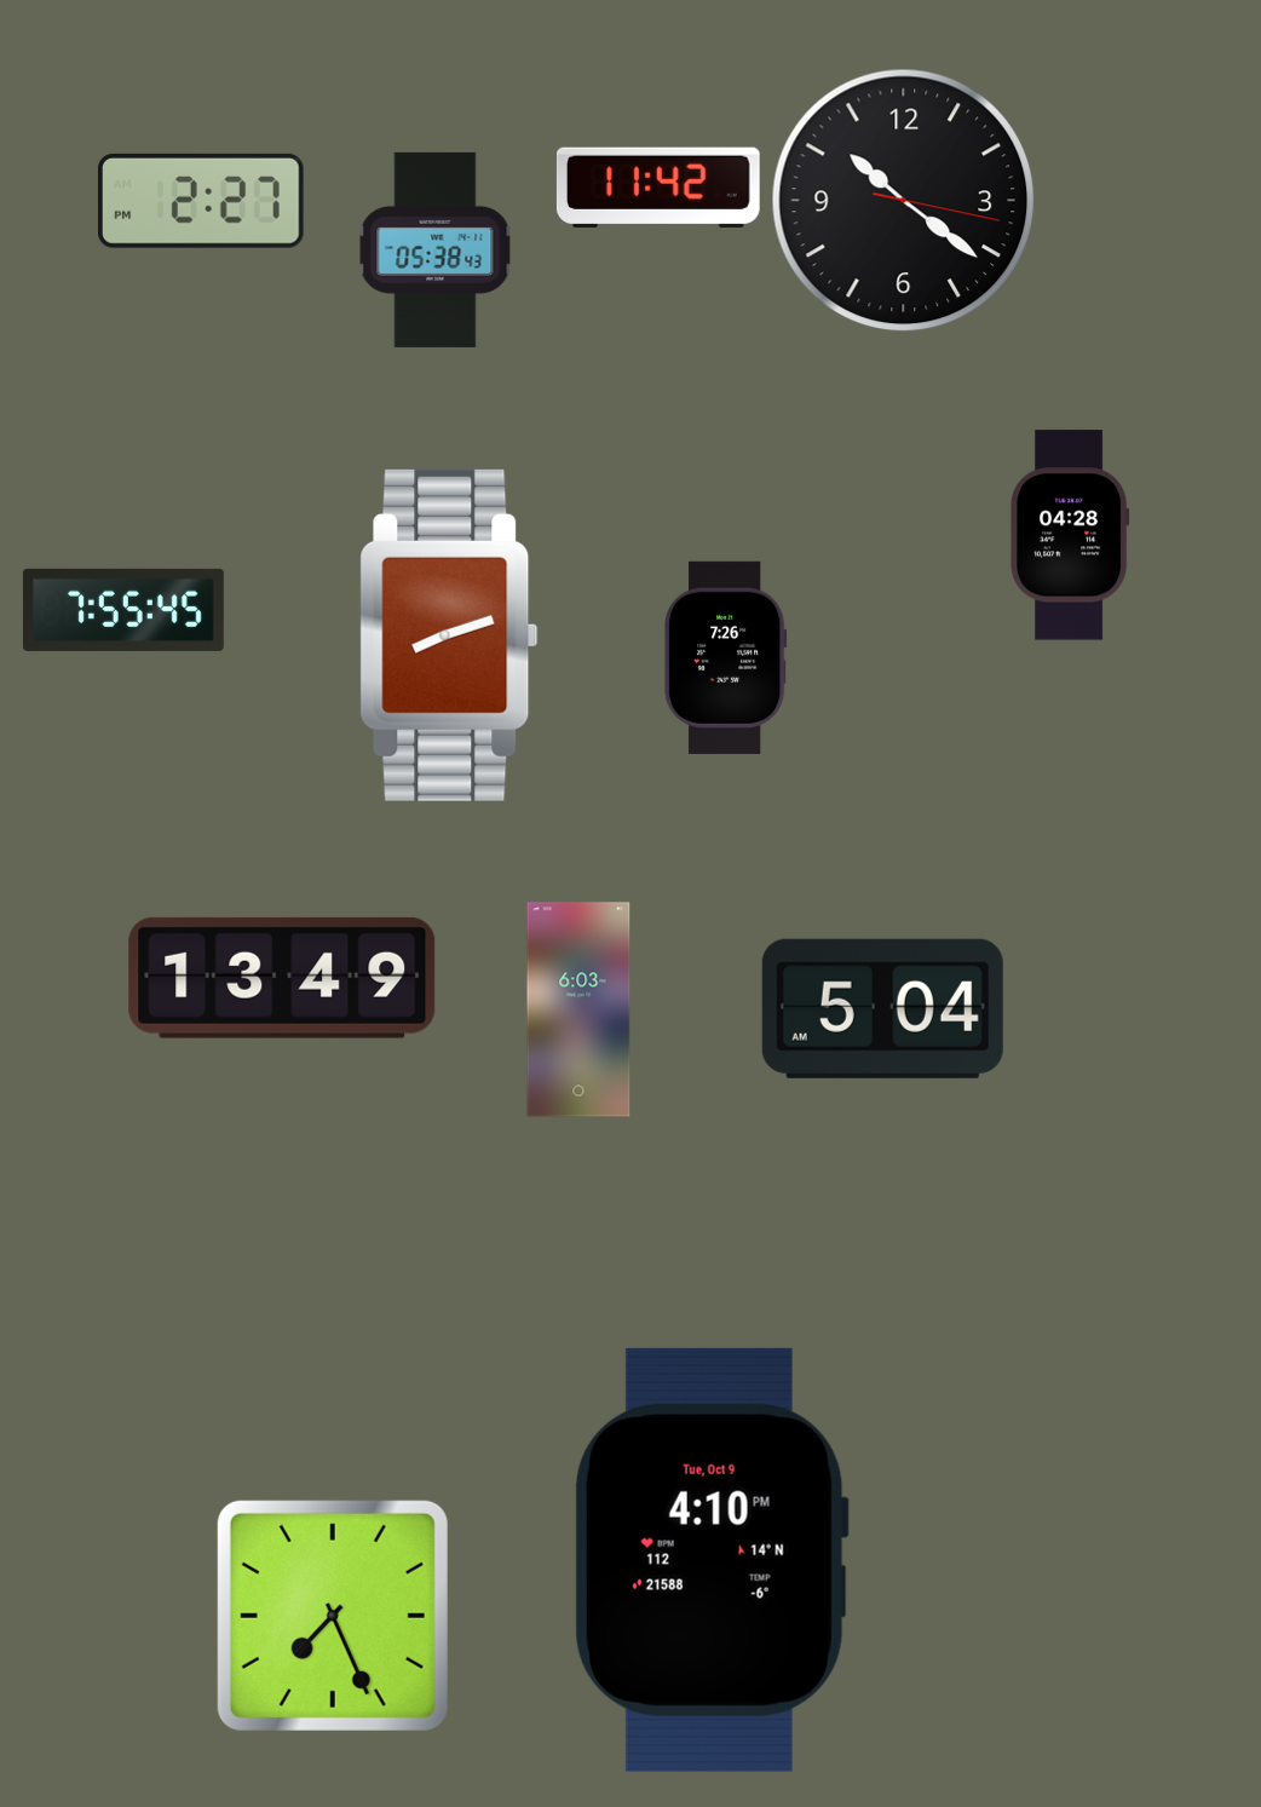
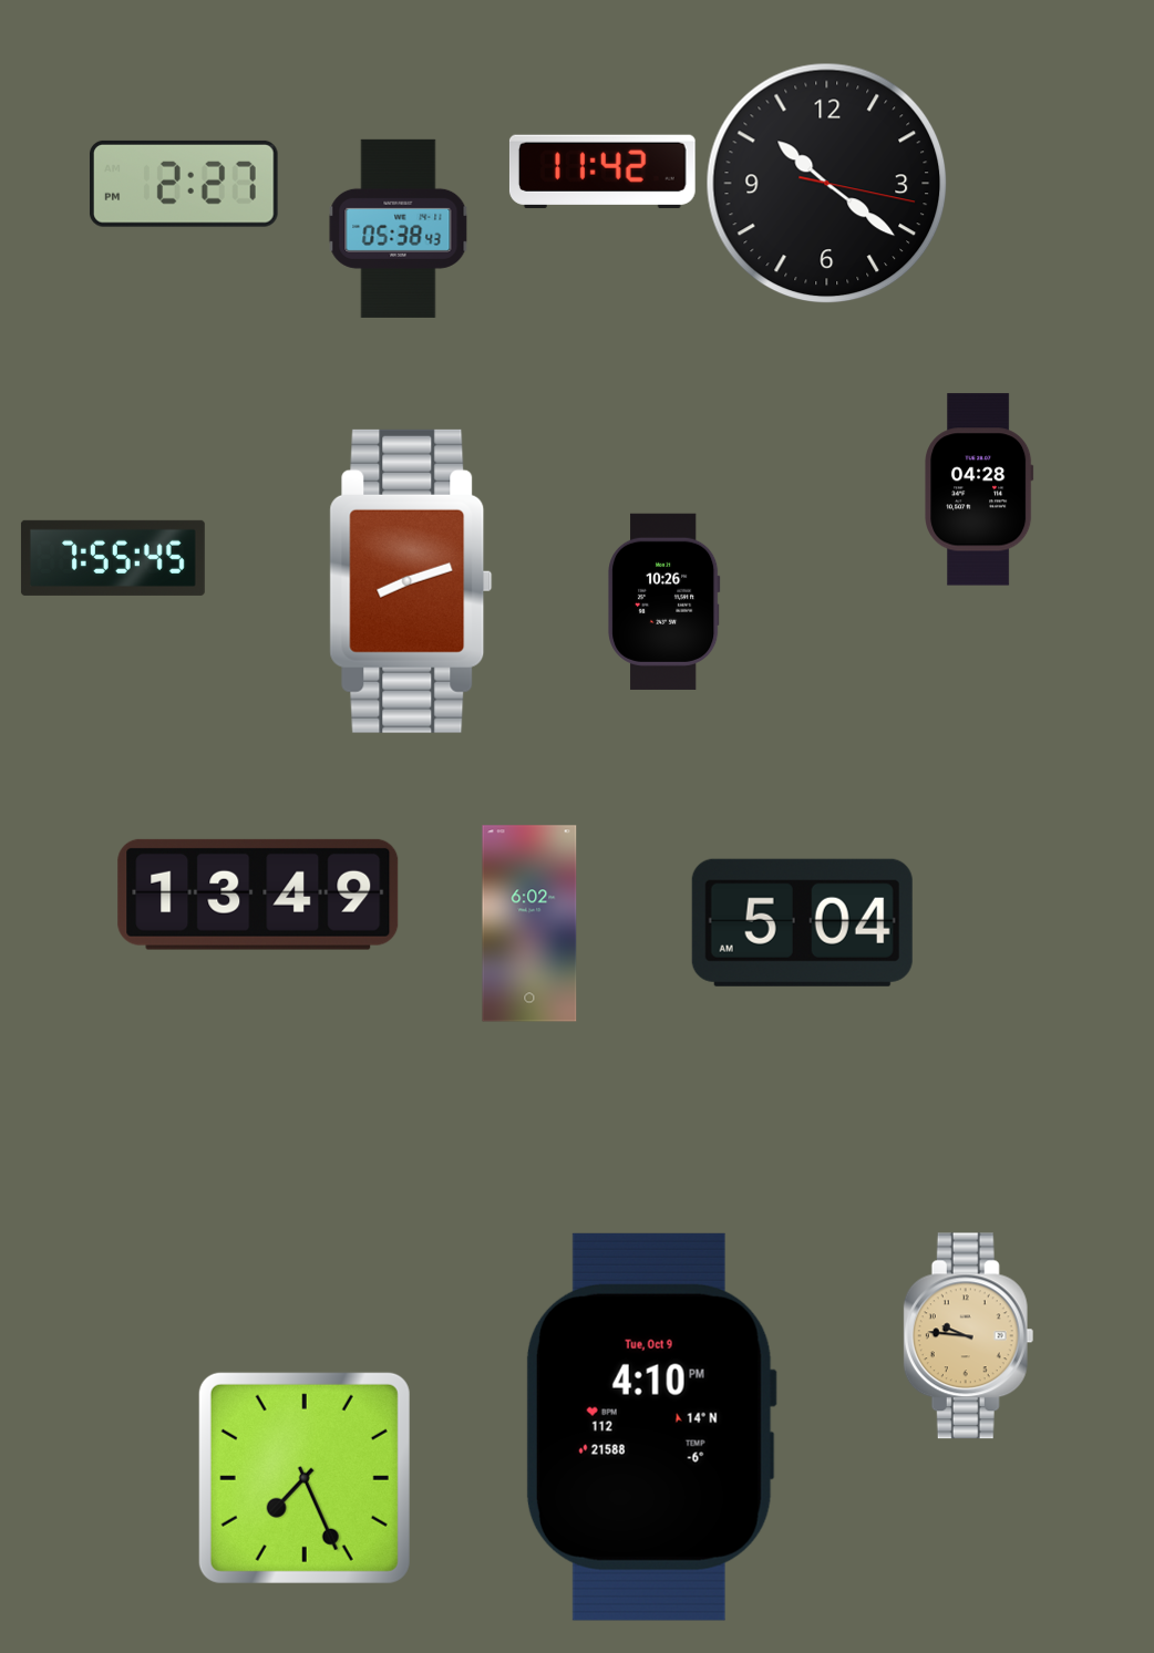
clock at (726, 657): 7:26 -> 10:26
clock at (882, 1008) position: (882, 1008) -> (802, 922)
clock at (578, 1009): 6:03 -> 6:02
clock at (969, 1336): none -> 9:46
